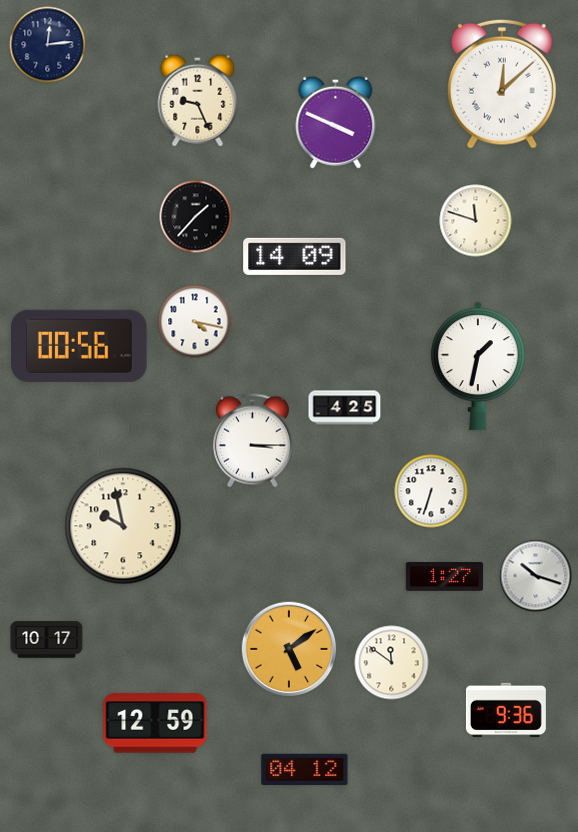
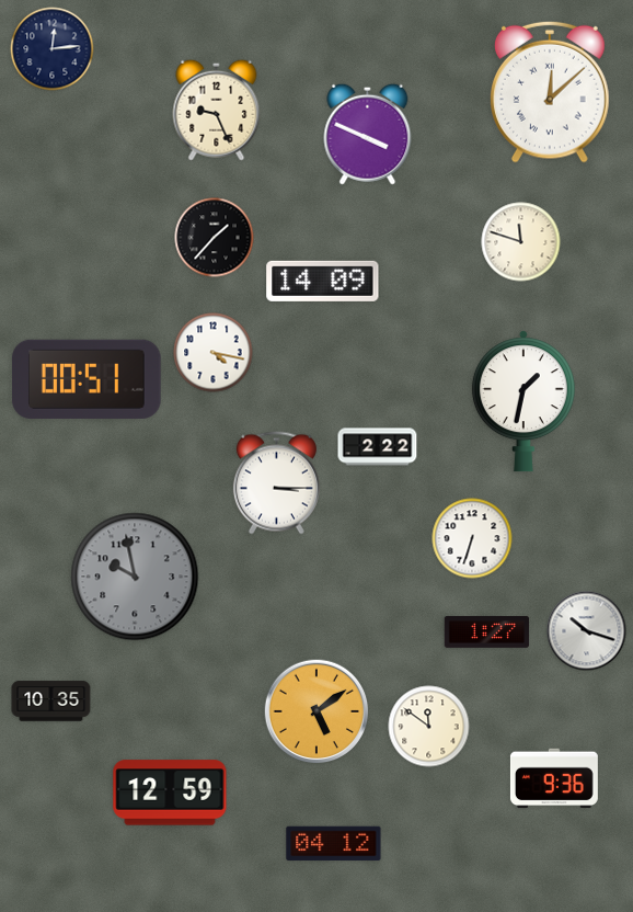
clock at (79, 346): 00:56 -> 00:51
clock at (345, 408): 4:25 -> 2:22
clock at (123, 526) dial: cream -> grey
clock at (47, 640): 10:17 -> 10:35
